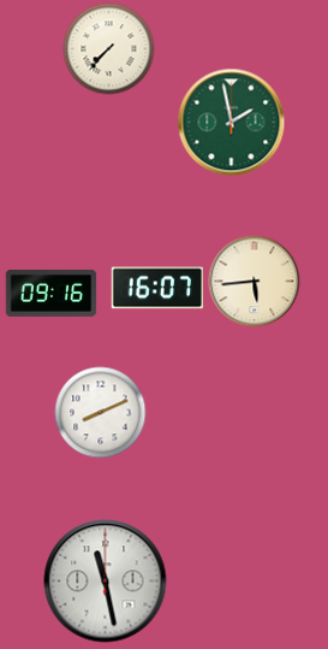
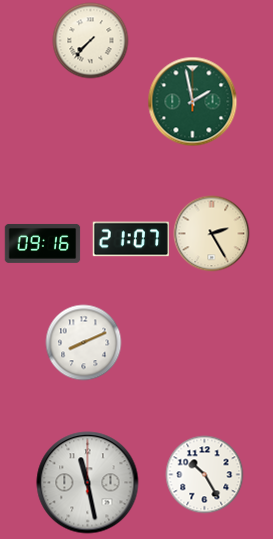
clock at (255, 282): 5:44 -> 2:25
clock at (156, 288): 16:07 -> 21:07
clock at (205, 475): none -> 10:25
